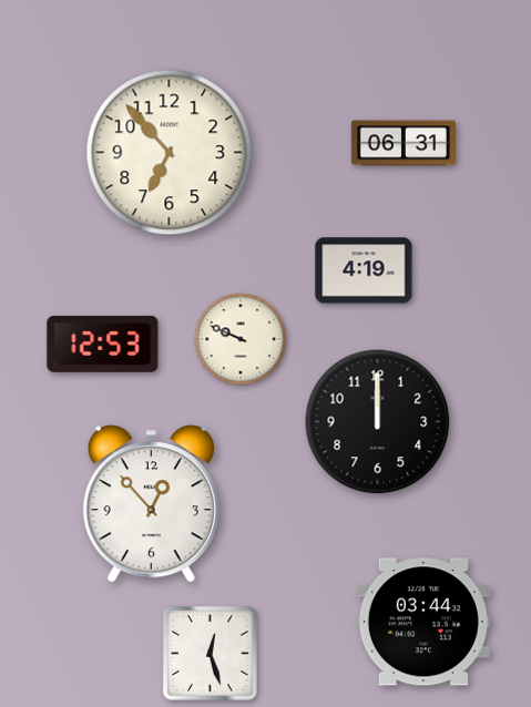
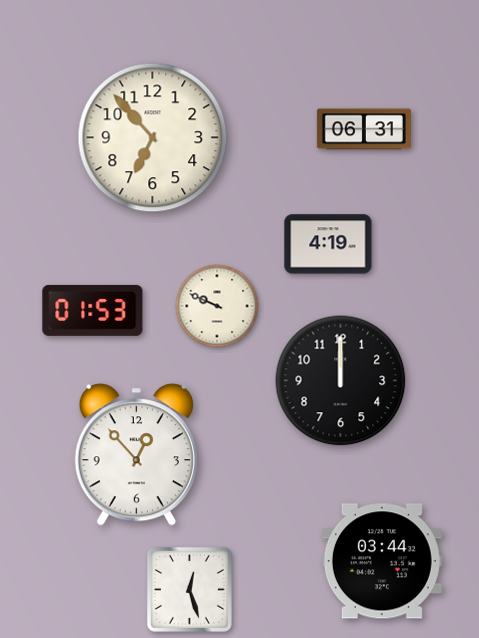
clock at (103, 344): 12:53 -> 01:53
